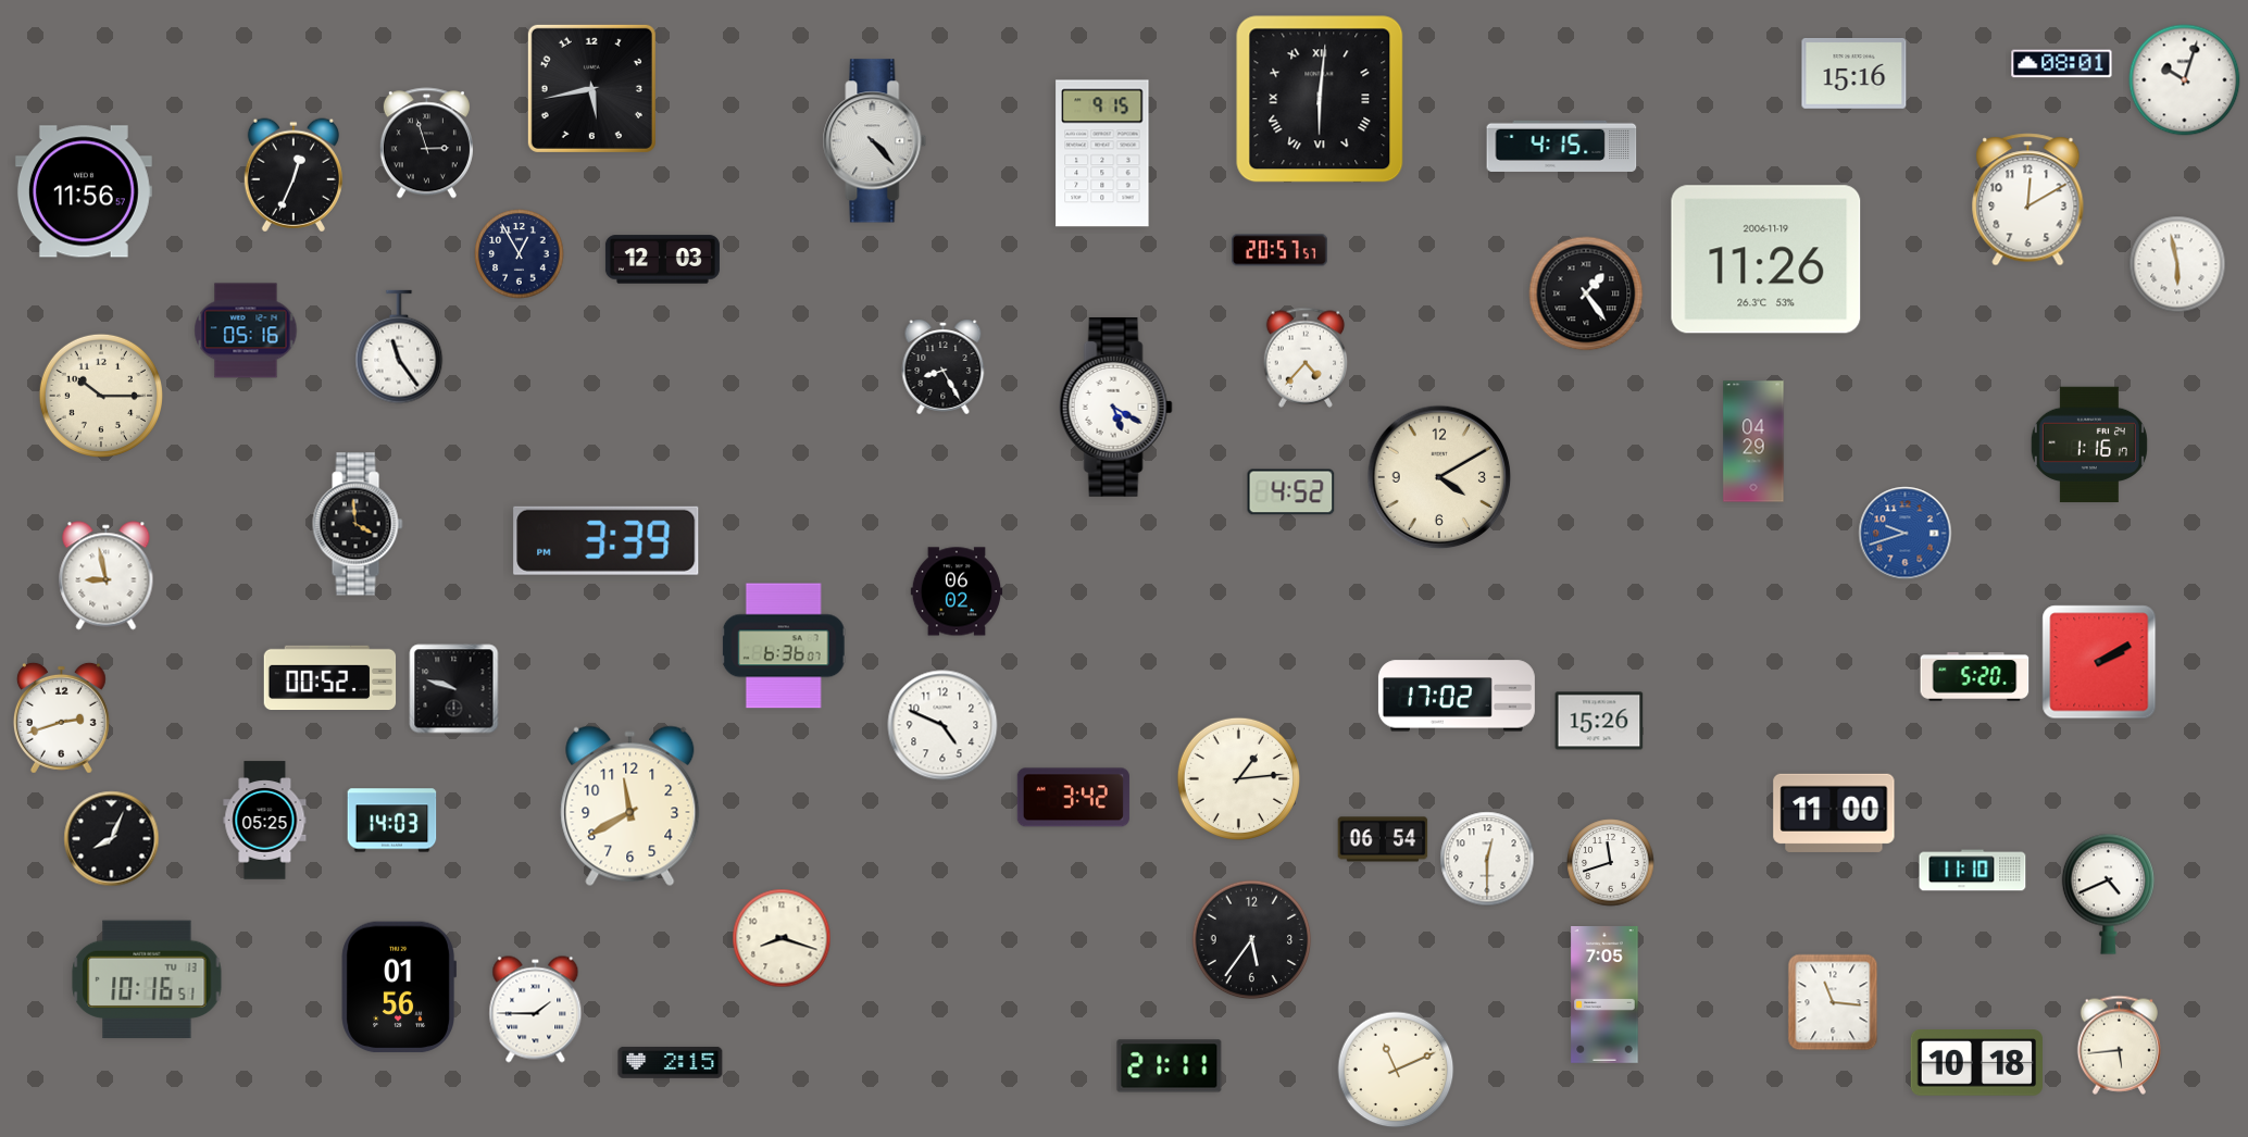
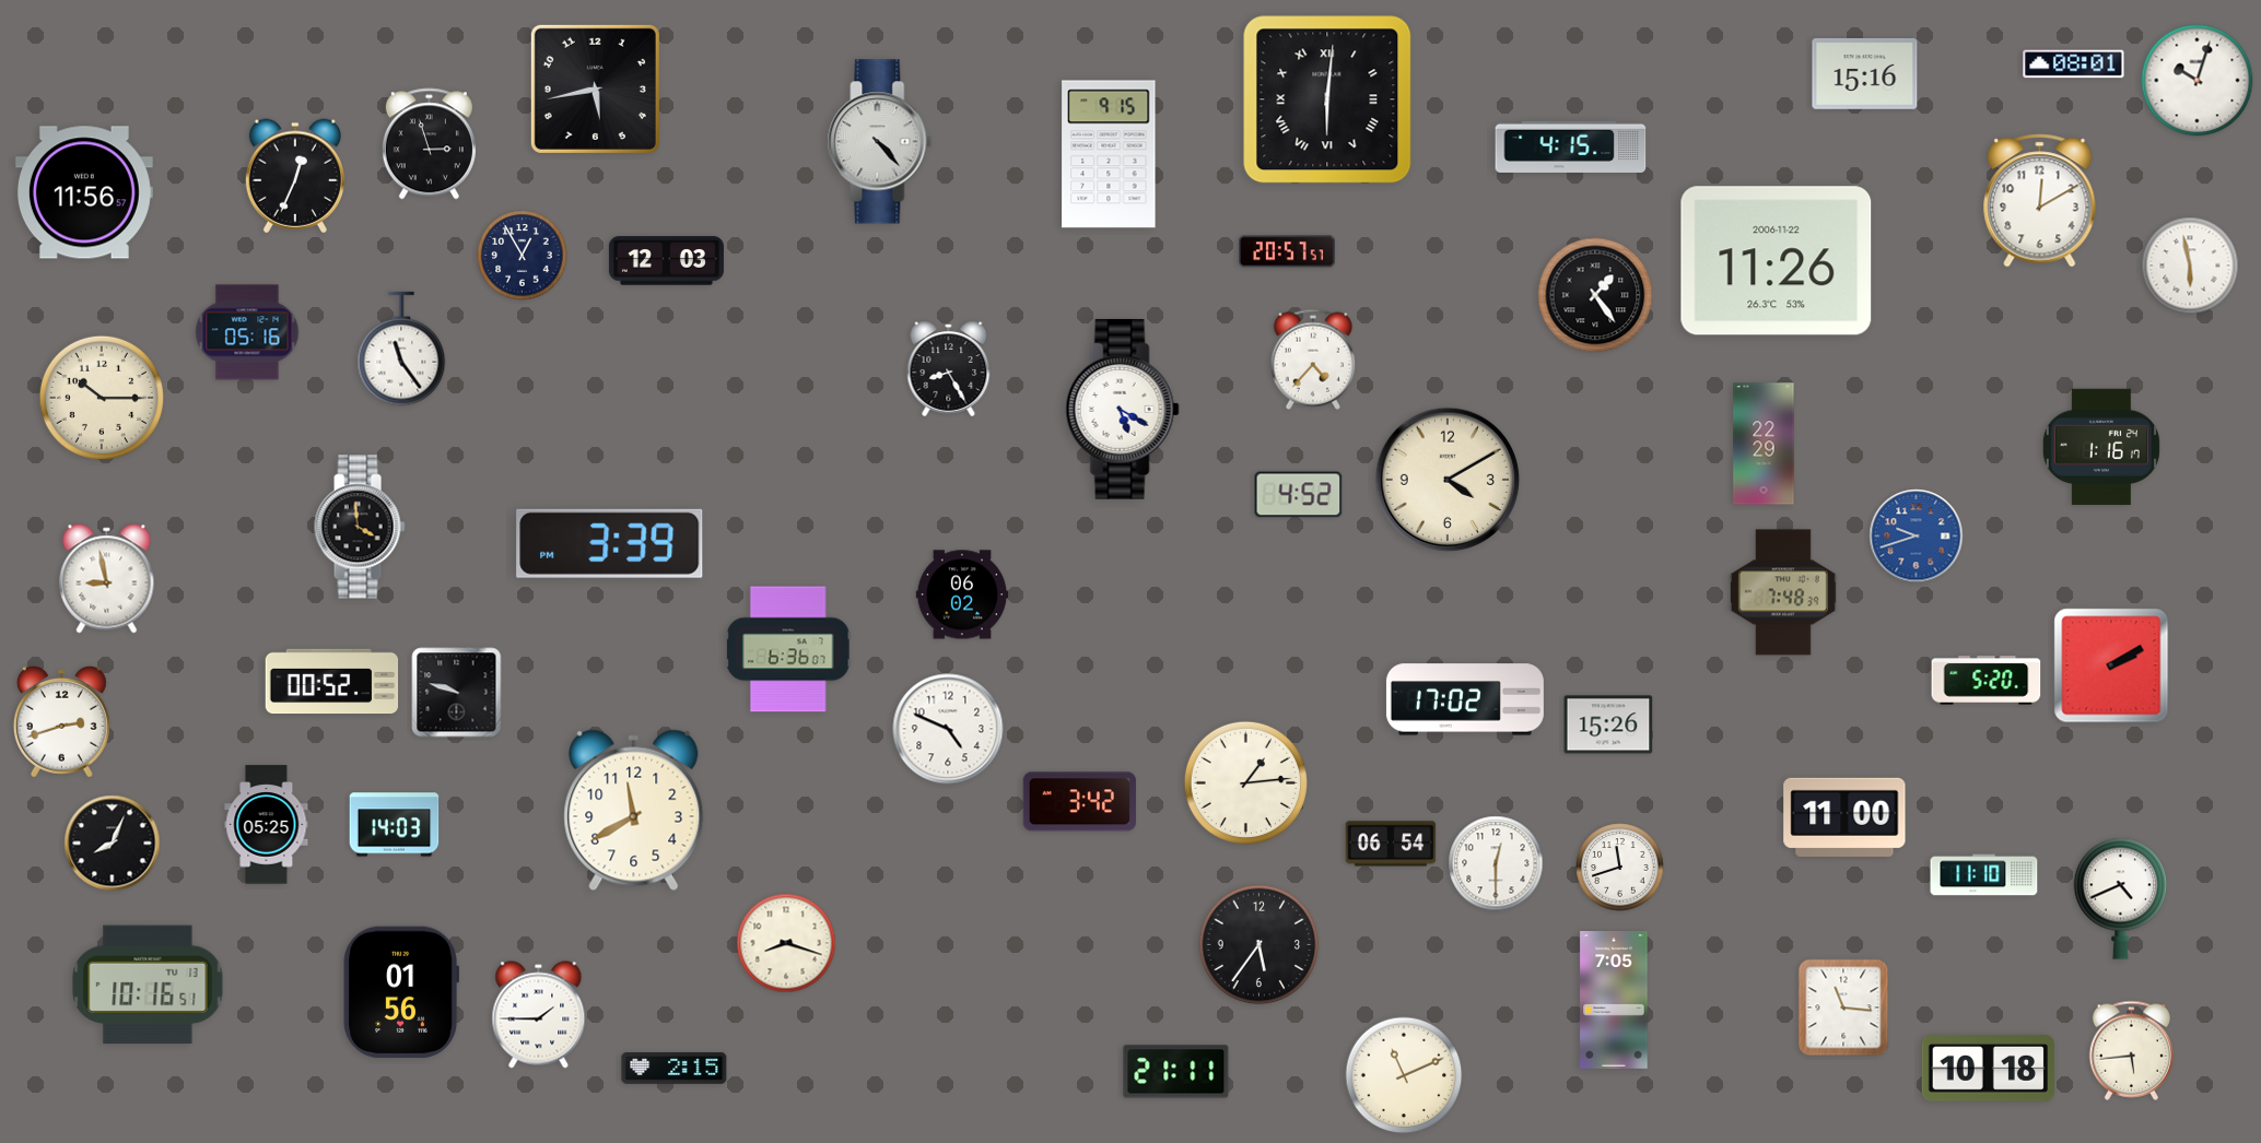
clock at (1766, 260) date: 2006-11-19 -> 2006-11-22
clock at (1753, 441): 04:29 -> 22:29
clock at (1783, 592): none -> 7:48
